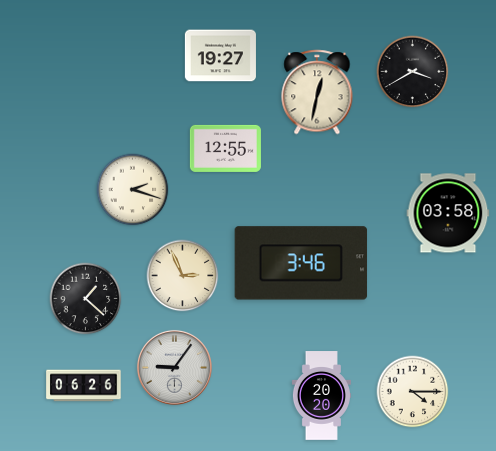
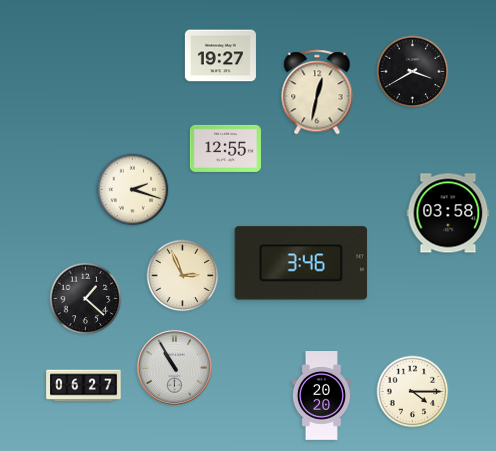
clock at (174, 367): 9:06 -> 10:55
clock at (84, 386): 06:26 -> 06:27
